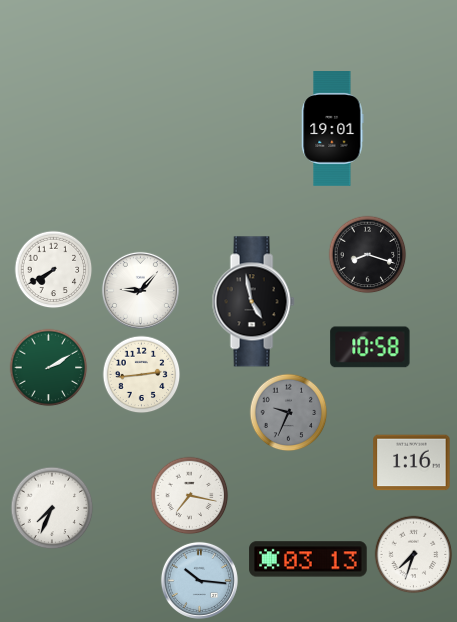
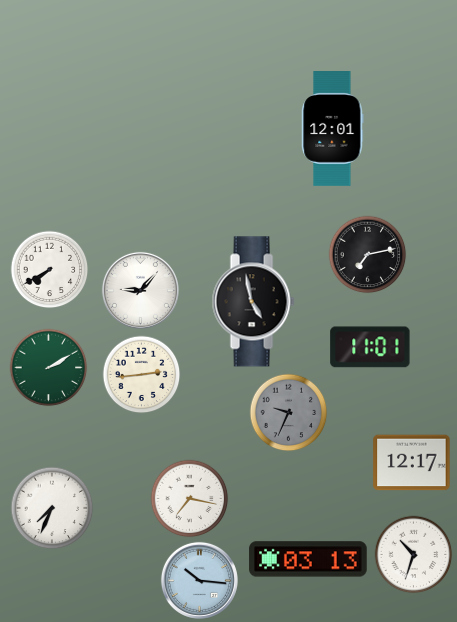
clock at (333, 129): 19:01 -> 12:01
clock at (367, 254): 8:18 -> 7:13
clock at (53, 269) position: (53, 269) -> (49, 269)
clock at (370, 347): 10:58 -> 11:01
clock at (412, 463): 1:16 -> 12:17
clock at (189, 495) position: (189, 495) -> (189, 498)
clock at (413, 554): 7:33 -> 10:33
